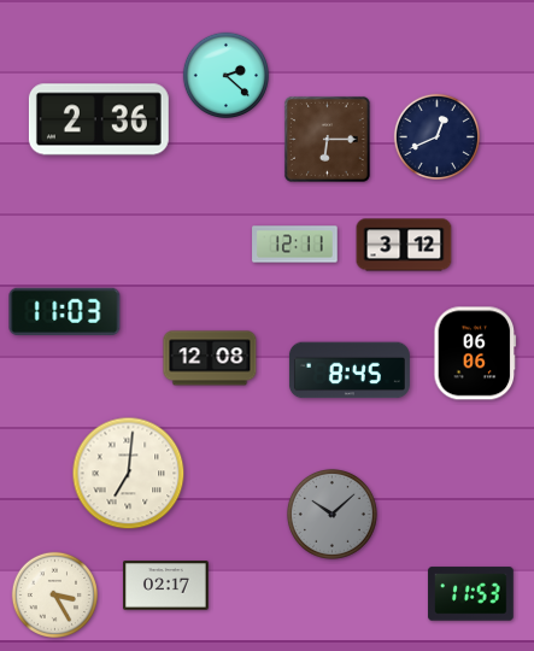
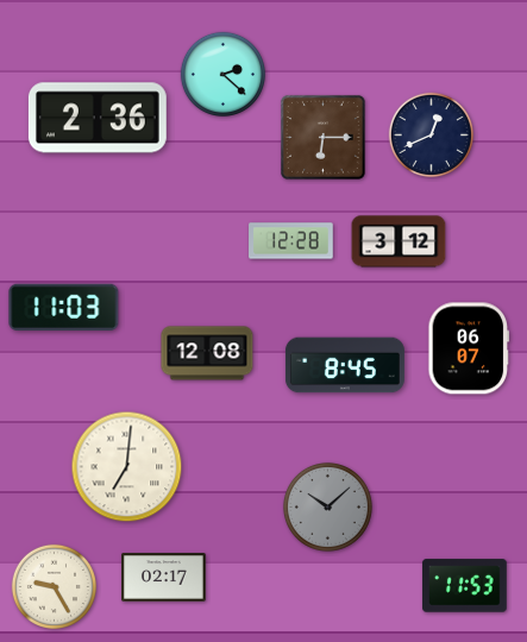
clock at (295, 245): 12:11 -> 12:28
clock at (475, 353): 06:06 -> 06:07
clock at (54, 594): 3:25 -> 9:25
